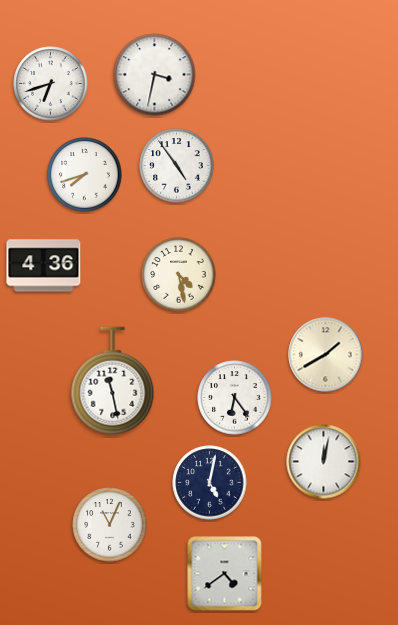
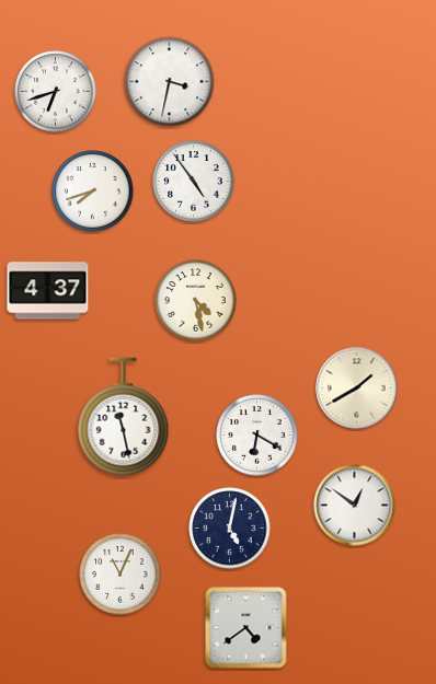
clock at (44, 266): 4:36 -> 4:37
clock at (235, 398): 6:24 -> 6:20
clock at (324, 462): 12:02 -> 12:51
